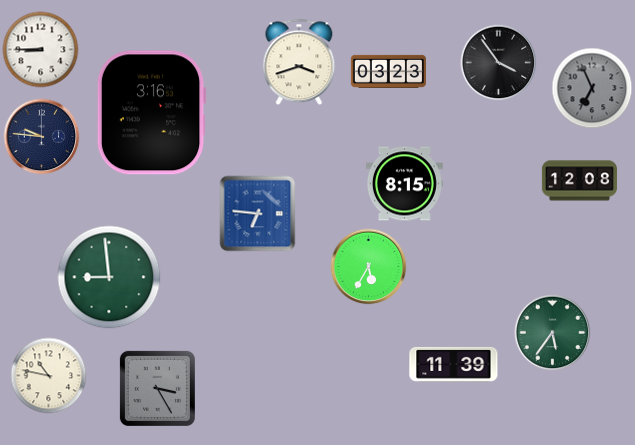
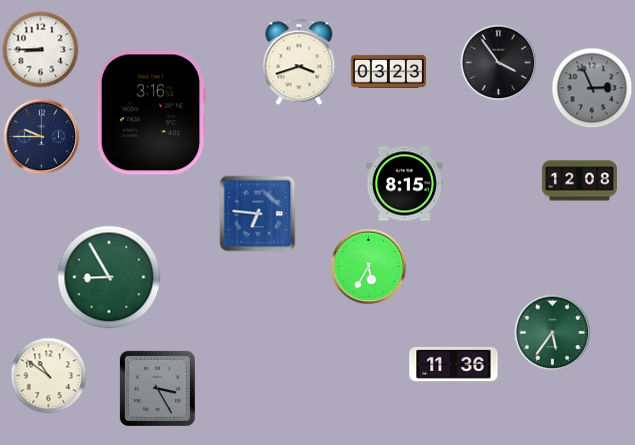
clock at (592, 88): 6:56 -> 2:56
clock at (42, 137): 9:46 -> 9:45
clock at (109, 277): 8:59 -> 8:55
clock at (454, 364): 11:39 -> 11:36
clock at (49, 376): 10:47 -> 10:51
